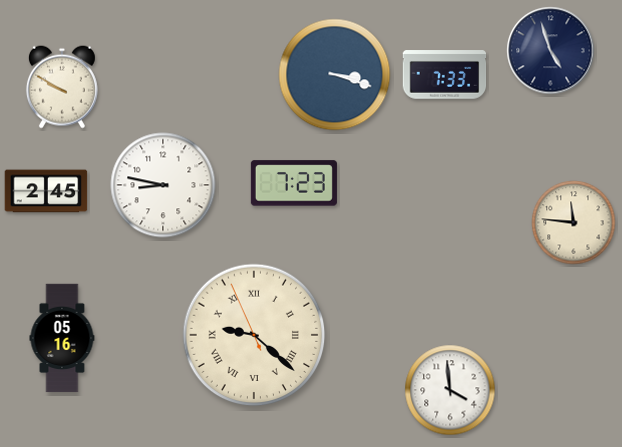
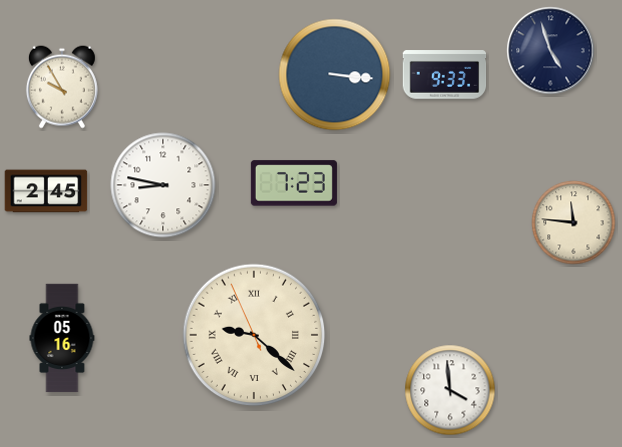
clock at (335, 75): 3:18 -> 3:16
clock at (445, 75): 7:33 -> 9:33
clock at (62, 87): 9:50 -> 9:55
